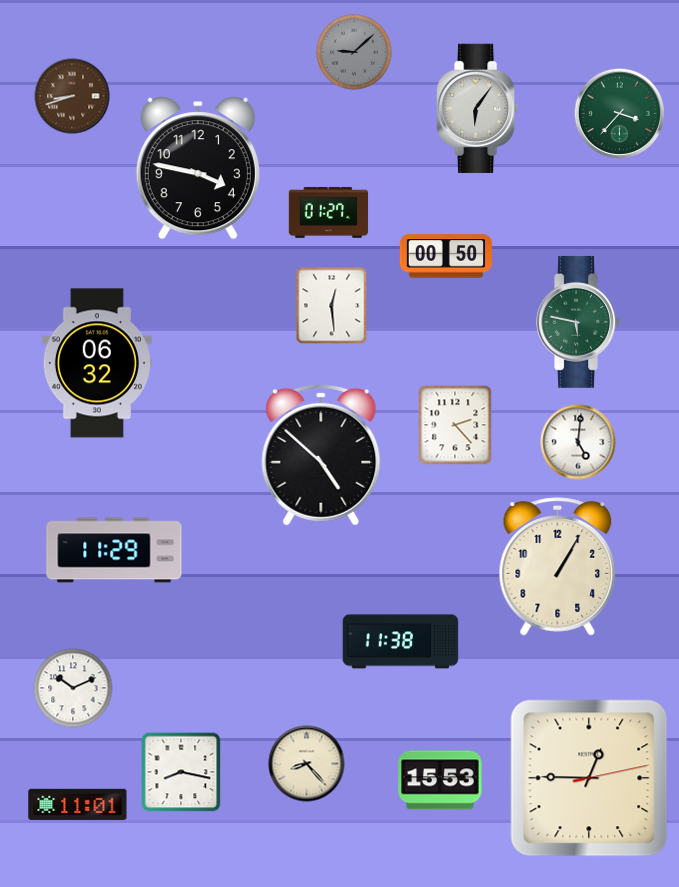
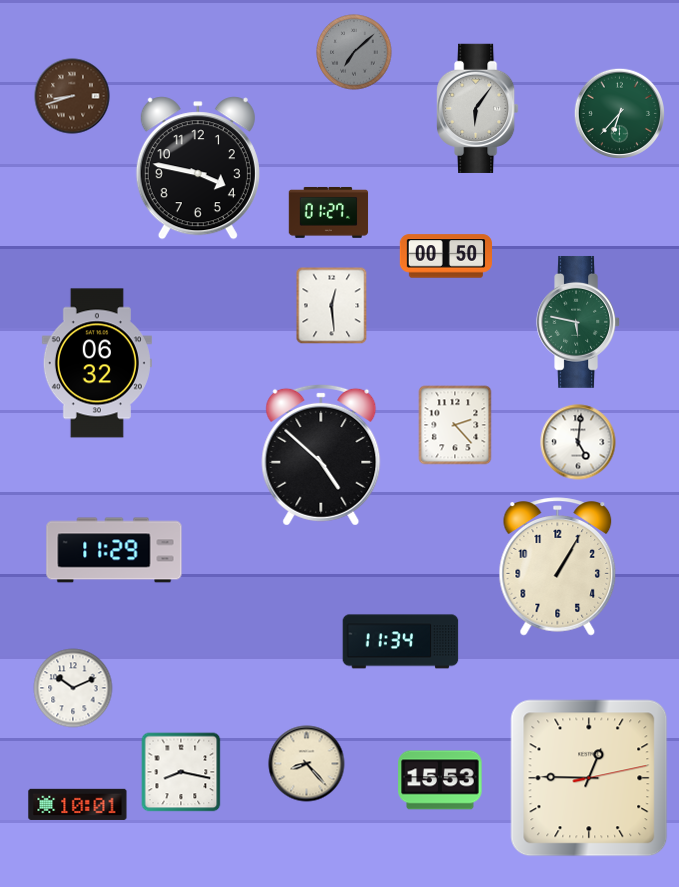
clock at (354, 52): 9:08 -> 7:08
clock at (619, 113): 3:37 -> 6:37
clock at (401, 642): 11:38 -> 11:34
clock at (78, 804): 11:01 -> 10:01
